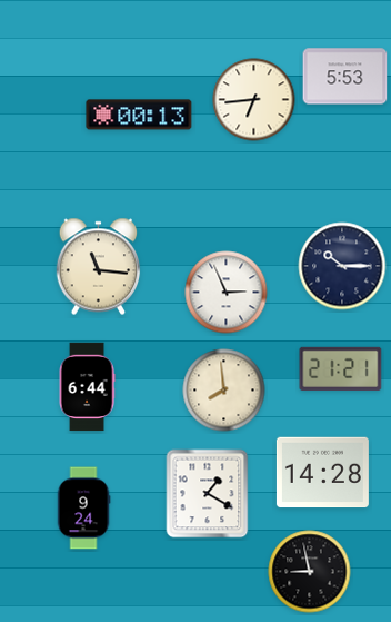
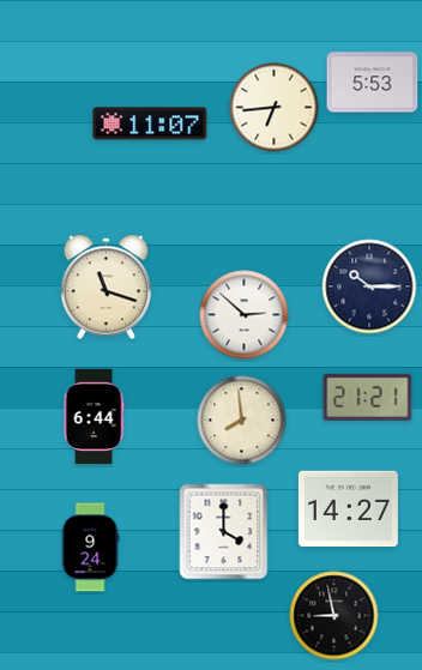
clock at (139, 115): 00:13 -> 11:07
clock at (99, 267): 11:16 -> 11:18
clock at (227, 293): 2:56 -> 2:52
clock at (322, 473): 14:28 -> 14:27
clock at (208, 494): 1:20 -> 4:00
